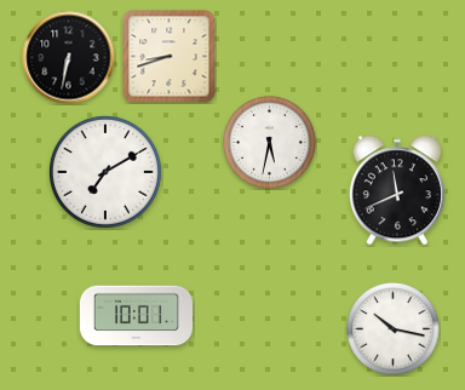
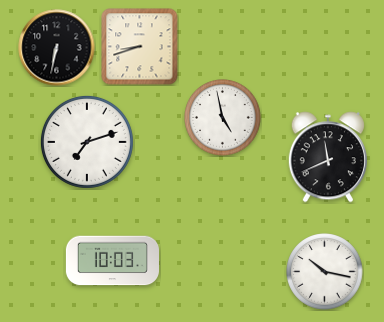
clock at (270, 143): 5:32 -> 4:58
clock at (105, 172): 7:10 -> 7:12
clock at (136, 316): 10:01 -> 10:03
